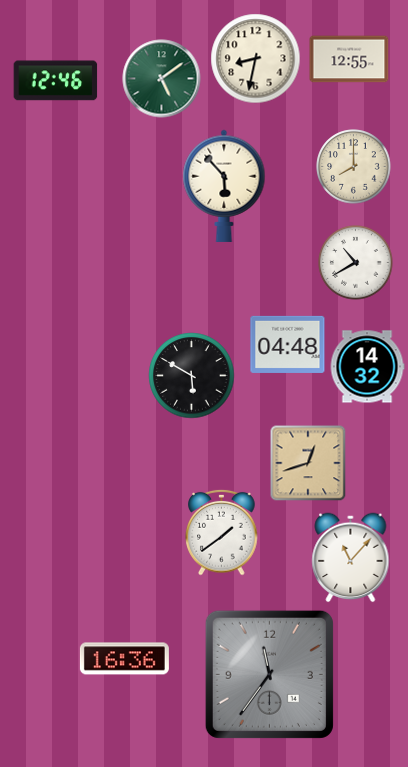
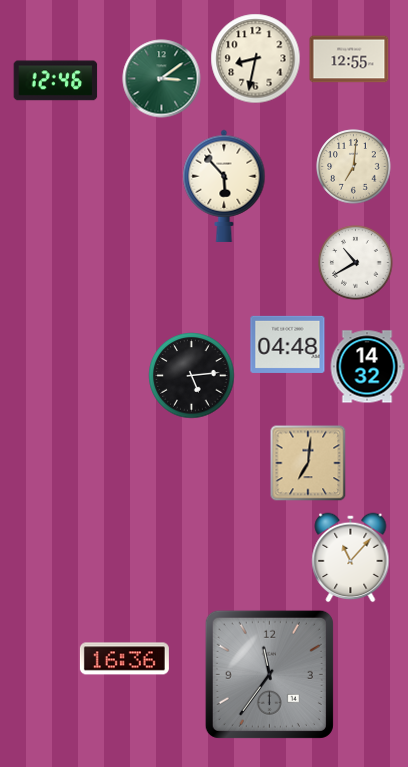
clock at (162, 79): 5:09 -> 3:09
clock at (354, 167): 8:00 -> 7:01
clock at (192, 376): 5:50 -> 5:14
clock at (308, 463): 12:42 -> 7:01
clock at (222, 532): 1:39 -> none
